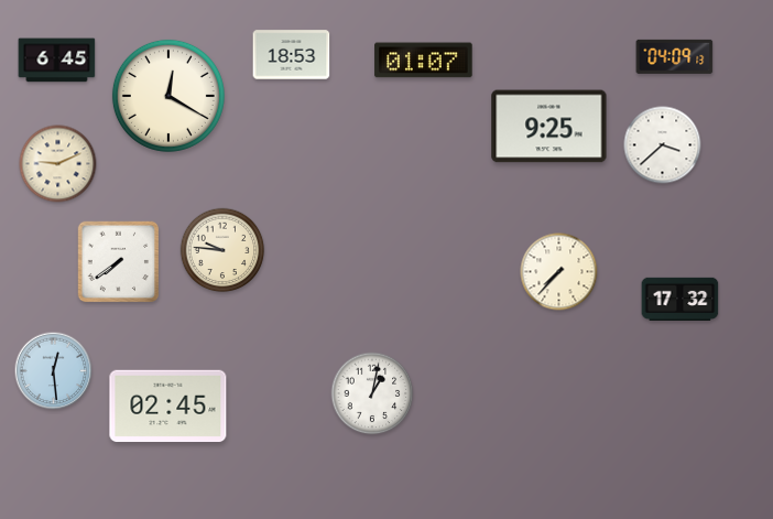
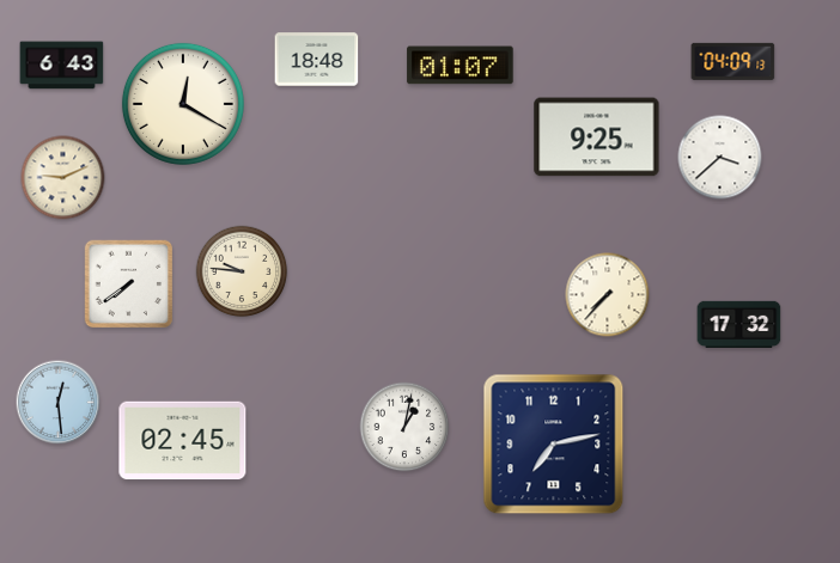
clock at (292, 55): 18:53 -> 18:48
clock at (57, 61): 6:45 -> 6:43
clock at (554, 445): none -> 7:13
